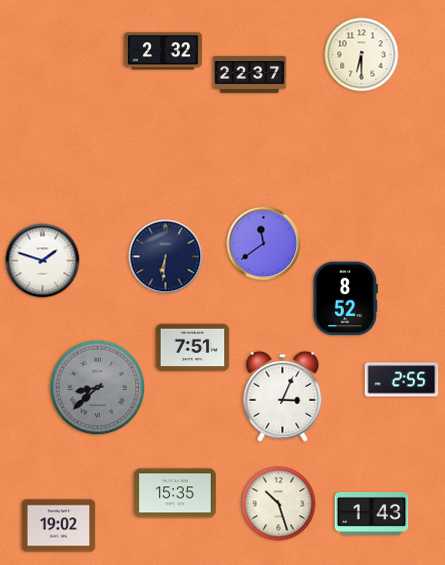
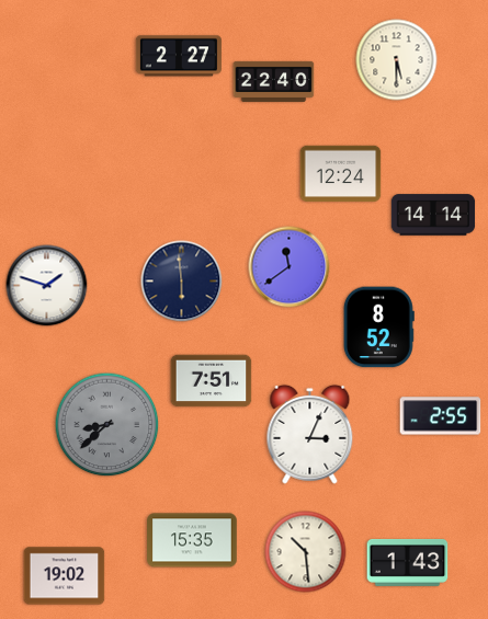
clock at (163, 51): 2:32 -> 2:27
clock at (362, 55): 6:30 -> 5:30
clock at (250, 74): 22:37 -> 22:40
clock at (341, 174): none -> 12:24
clock at (433, 215): none -> 14:14
clock at (166, 257): 6:31 -> 5:59
clock at (279, 504): 10:27 -> 10:29
